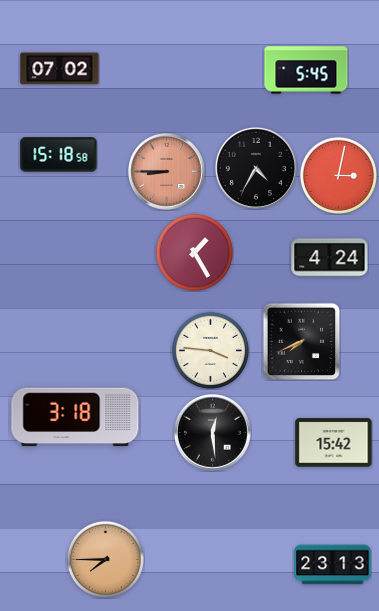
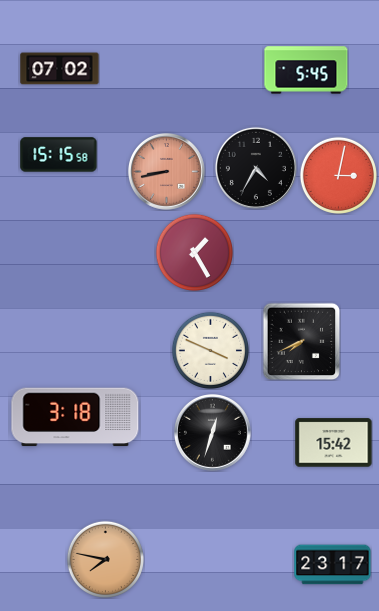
clock at (59, 155): 15:18 -> 15:15
clock at (167, 172): 8:45 -> 8:43
clock at (330, 258): 4:24 -> none
clock at (210, 350): 3:46 -> 3:49
clock at (213, 433): 12:29 -> 12:33
clock at (105, 559): 7:45 -> 7:47
clock at (333, 565): 23:13 -> 23:17
